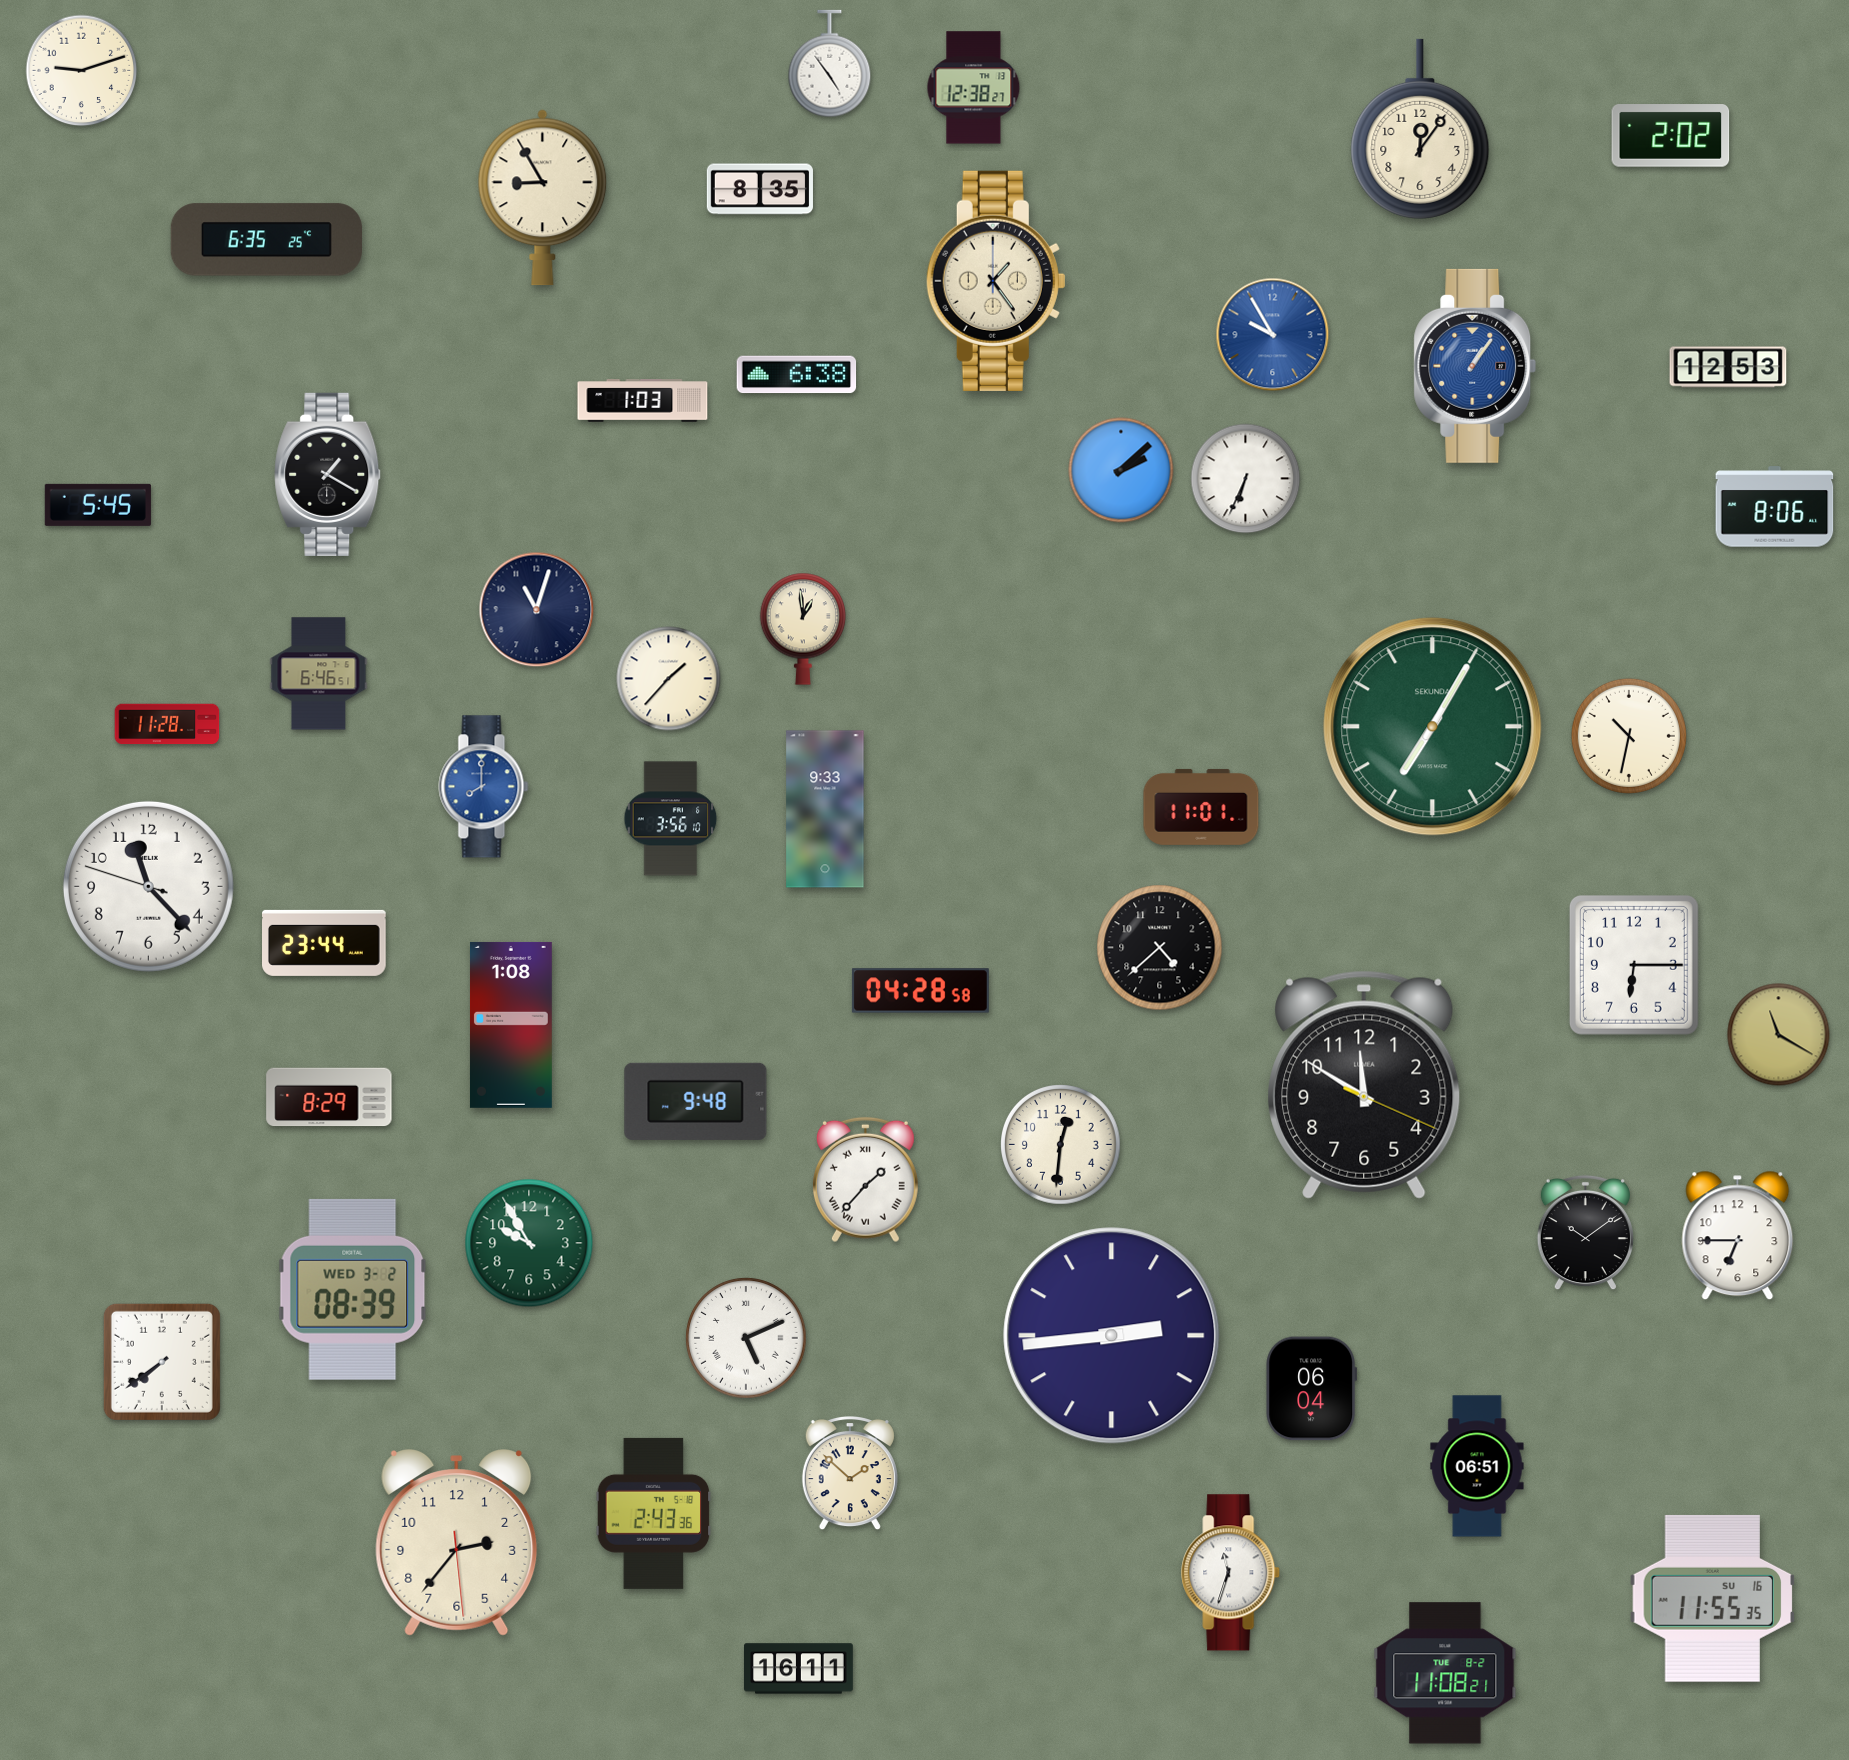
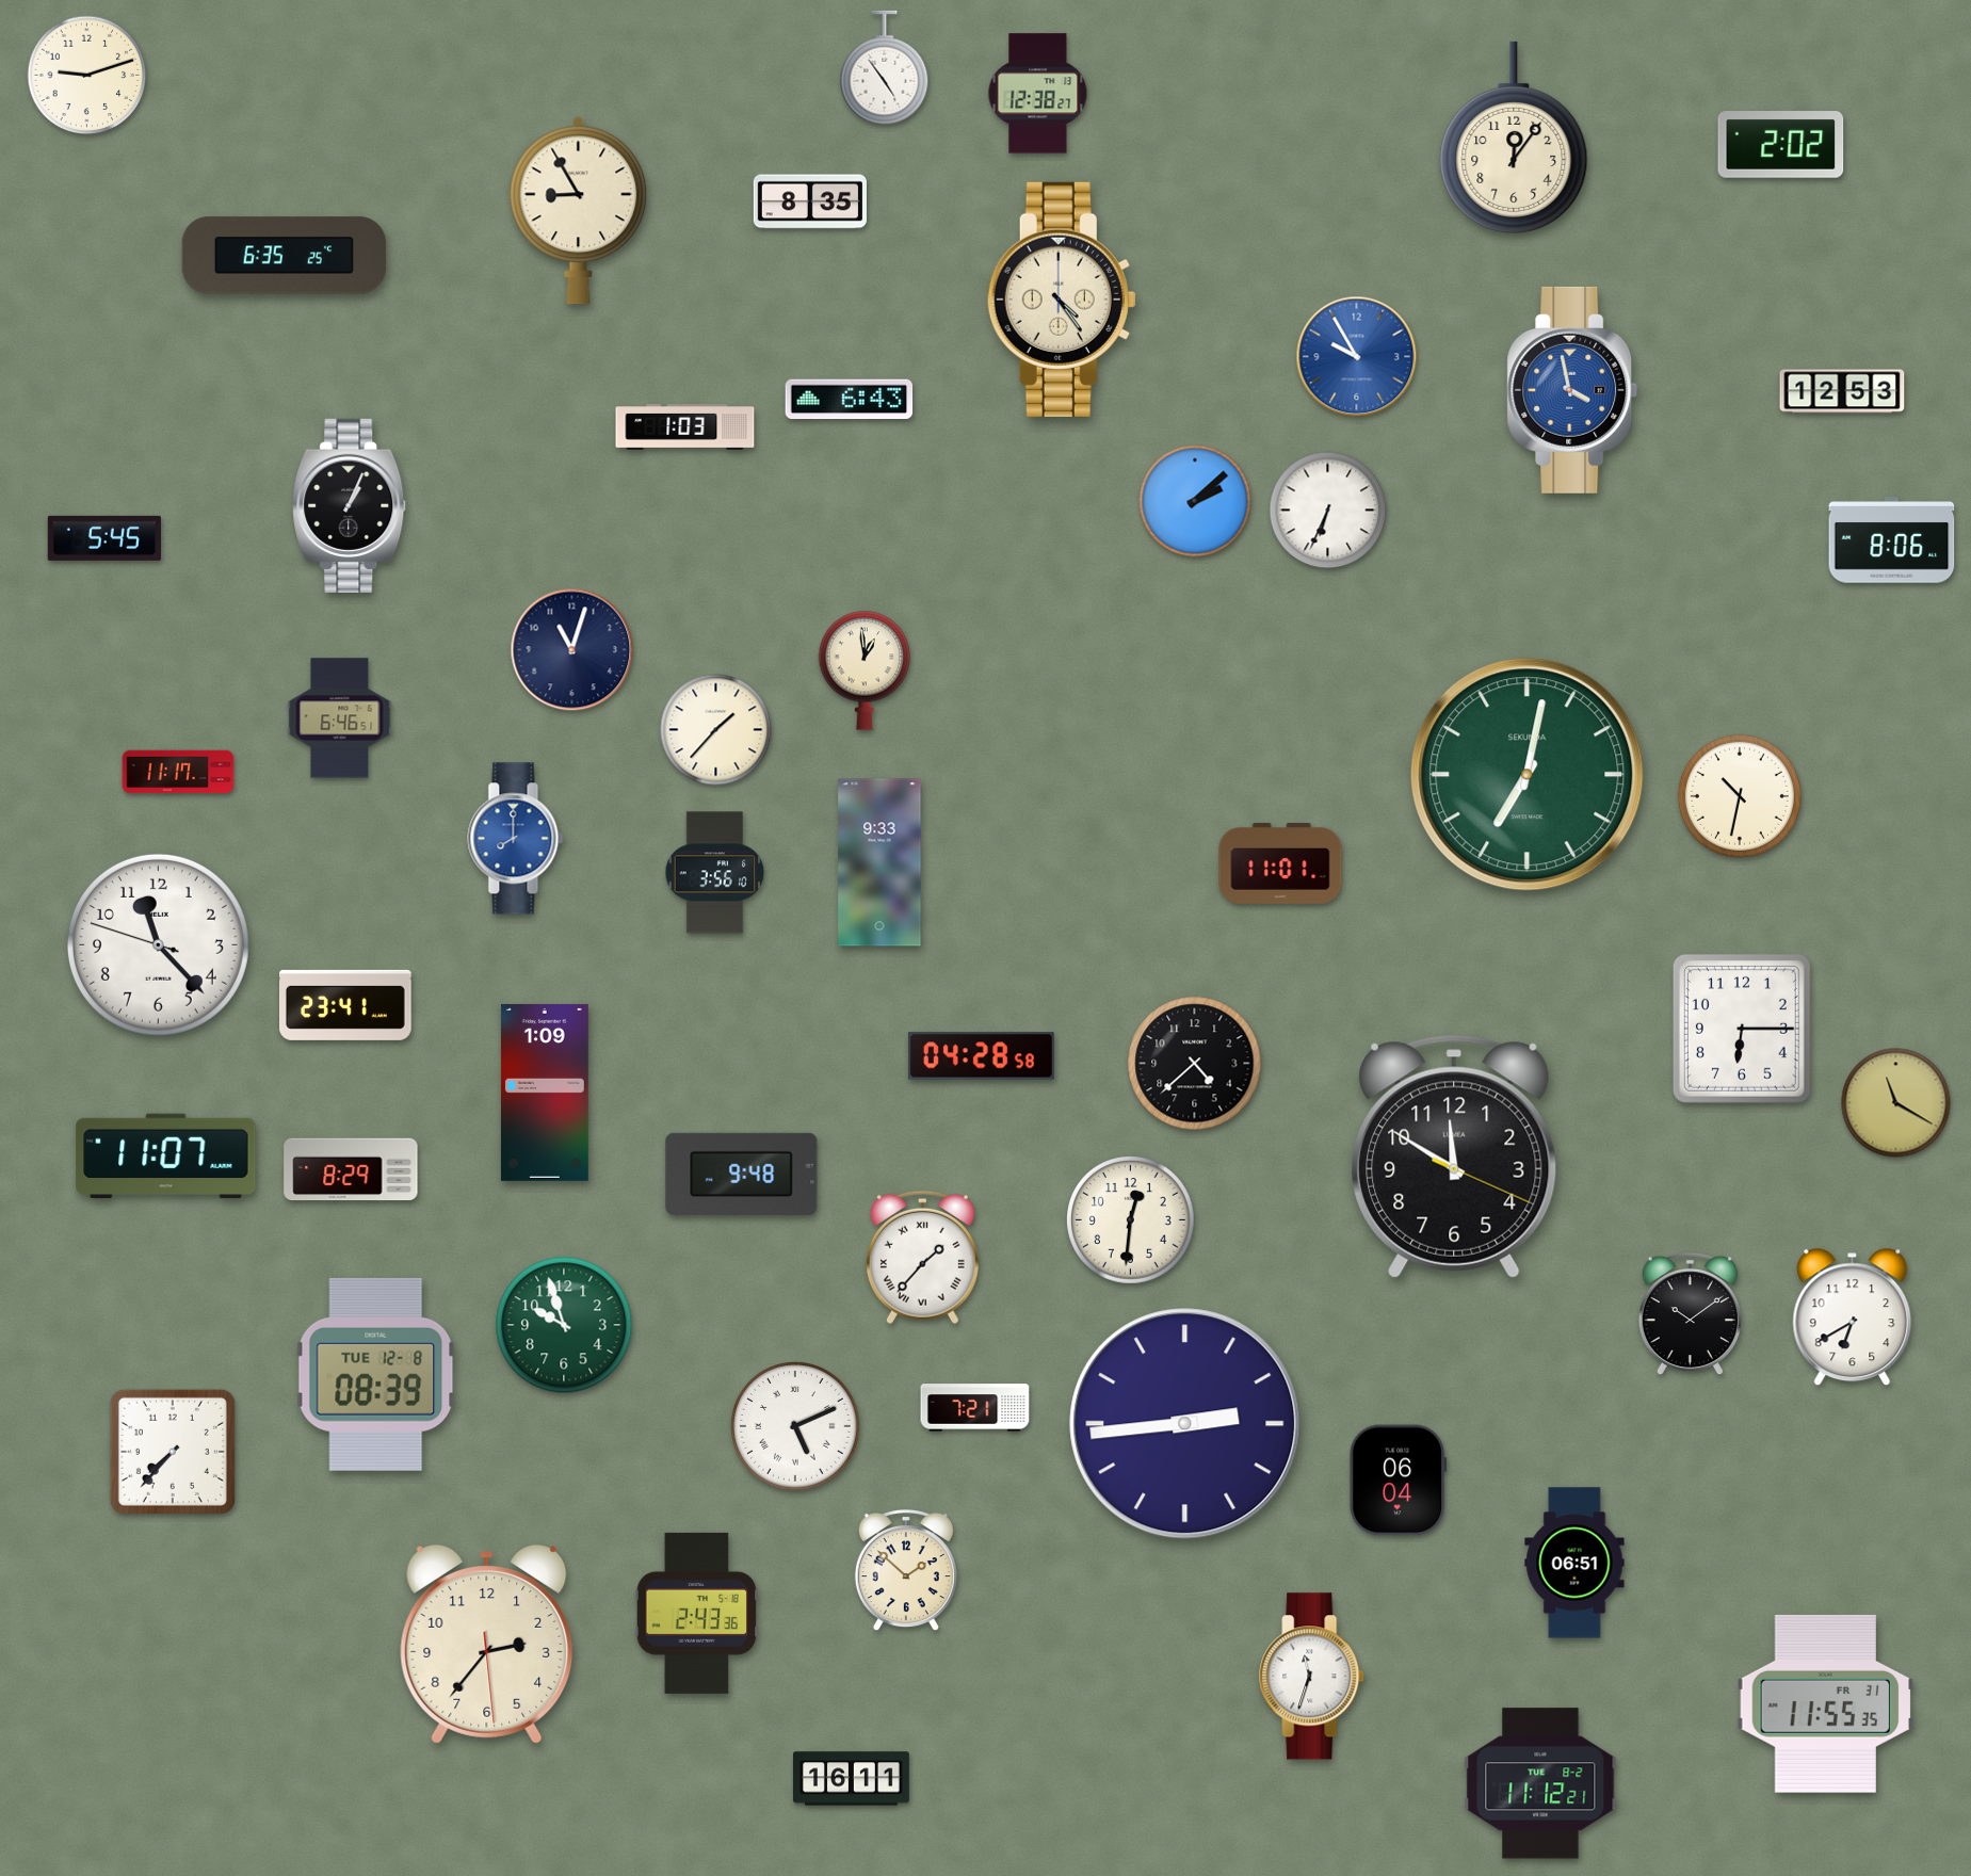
clock at (996, 281): 1:24 -> 4:24
clock at (1475, 366): 1:06 -> 3:58
clock at (797, 375): 6:38 -> 6:43
clock at (328, 474): 1:20 -> 1:04
clock at (803, 629) position: (803, 629) -> (865, 670)
clock at (669, 679) position: (669, 679) -> (716, 730)
clock at (167, 724): 11:28 -> 11:17
clock at (1433, 727): 7:05 -> 7:02
clock at (1629, 736) position: (1629, 736) -> (1740, 796)
clock at (1201, 807) position: (1201, 807) -> (1280, 863)
clock at (324, 943): 23:44 -> 23:41
clock at (1160, 948) position: (1160, 948) -> (1195, 1064)
clock at (511, 1025): 1:08 -> 1:09
clock at (166, 1157): none -> 11:07
clock at (1738, 1236): 6:45 -> 6:40
clock at (529, 1243): 9:55 -> 9:57
clock at (353, 1289) date: WED 3-2 -> TUE 12-8
clock at (975, 1408): none -> 7:21
clock at (162, 1362): 7:39 -> 7:37
clock at (1713, 1598) date: SU 16 -> FR 31
clock at (1445, 1673): 11:08 -> 11:12
